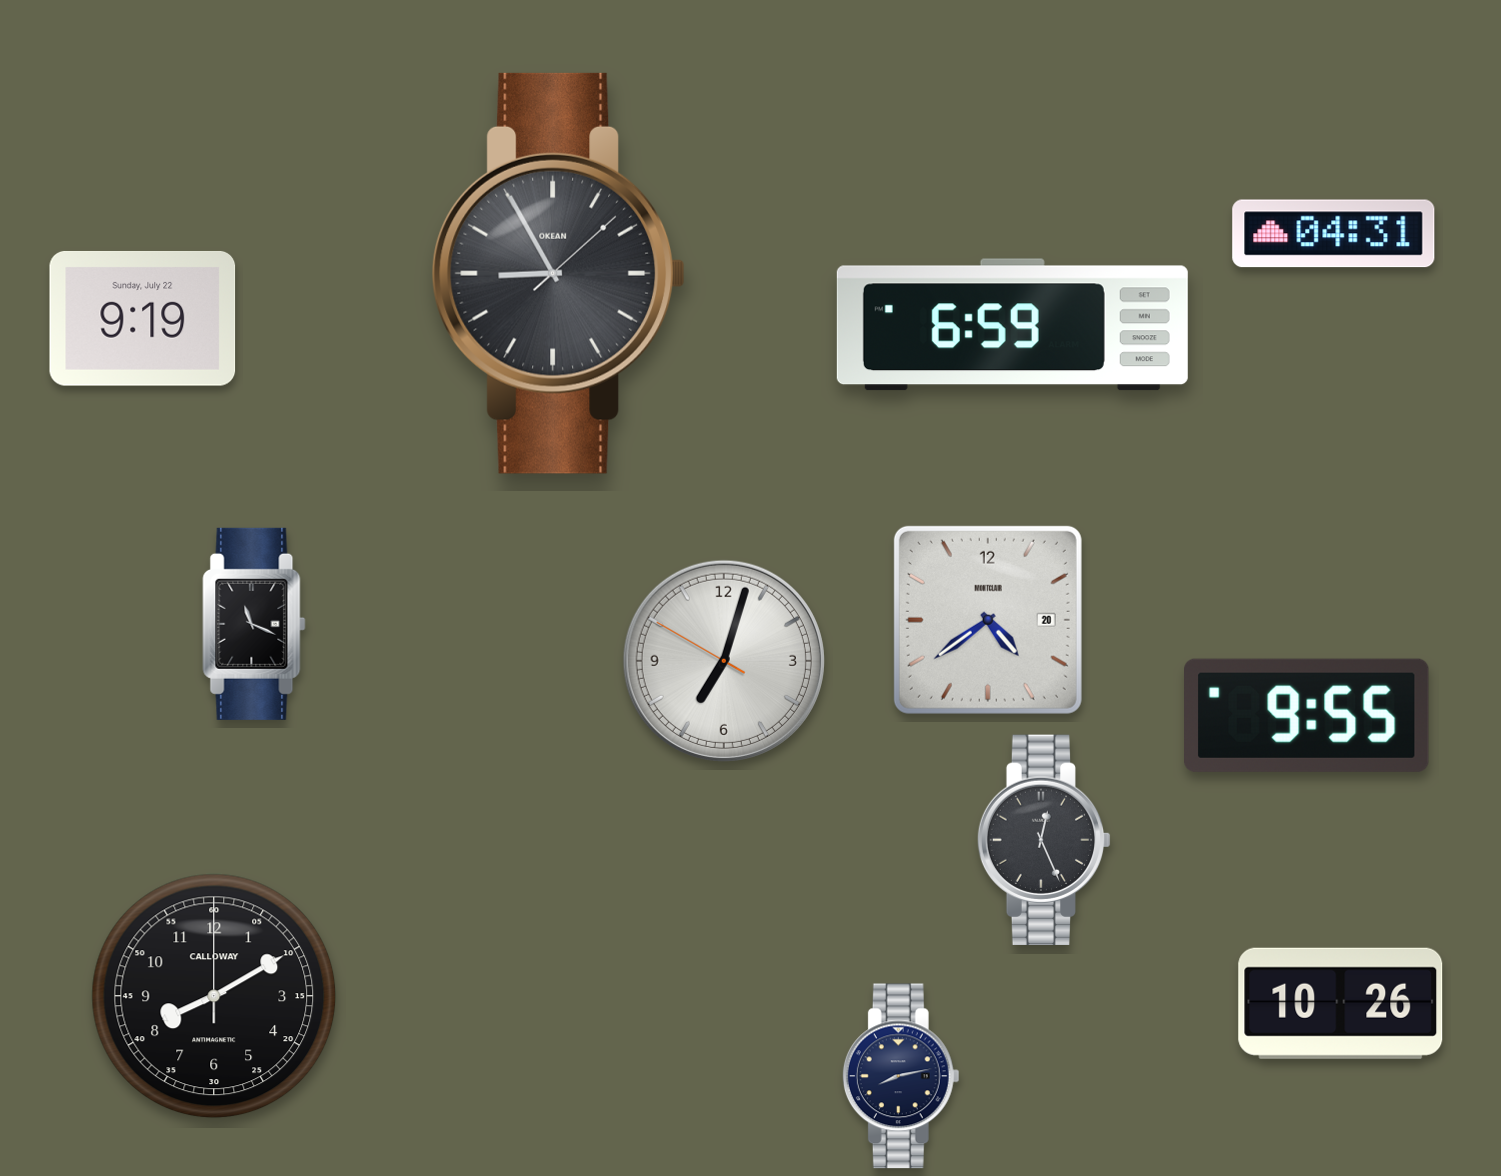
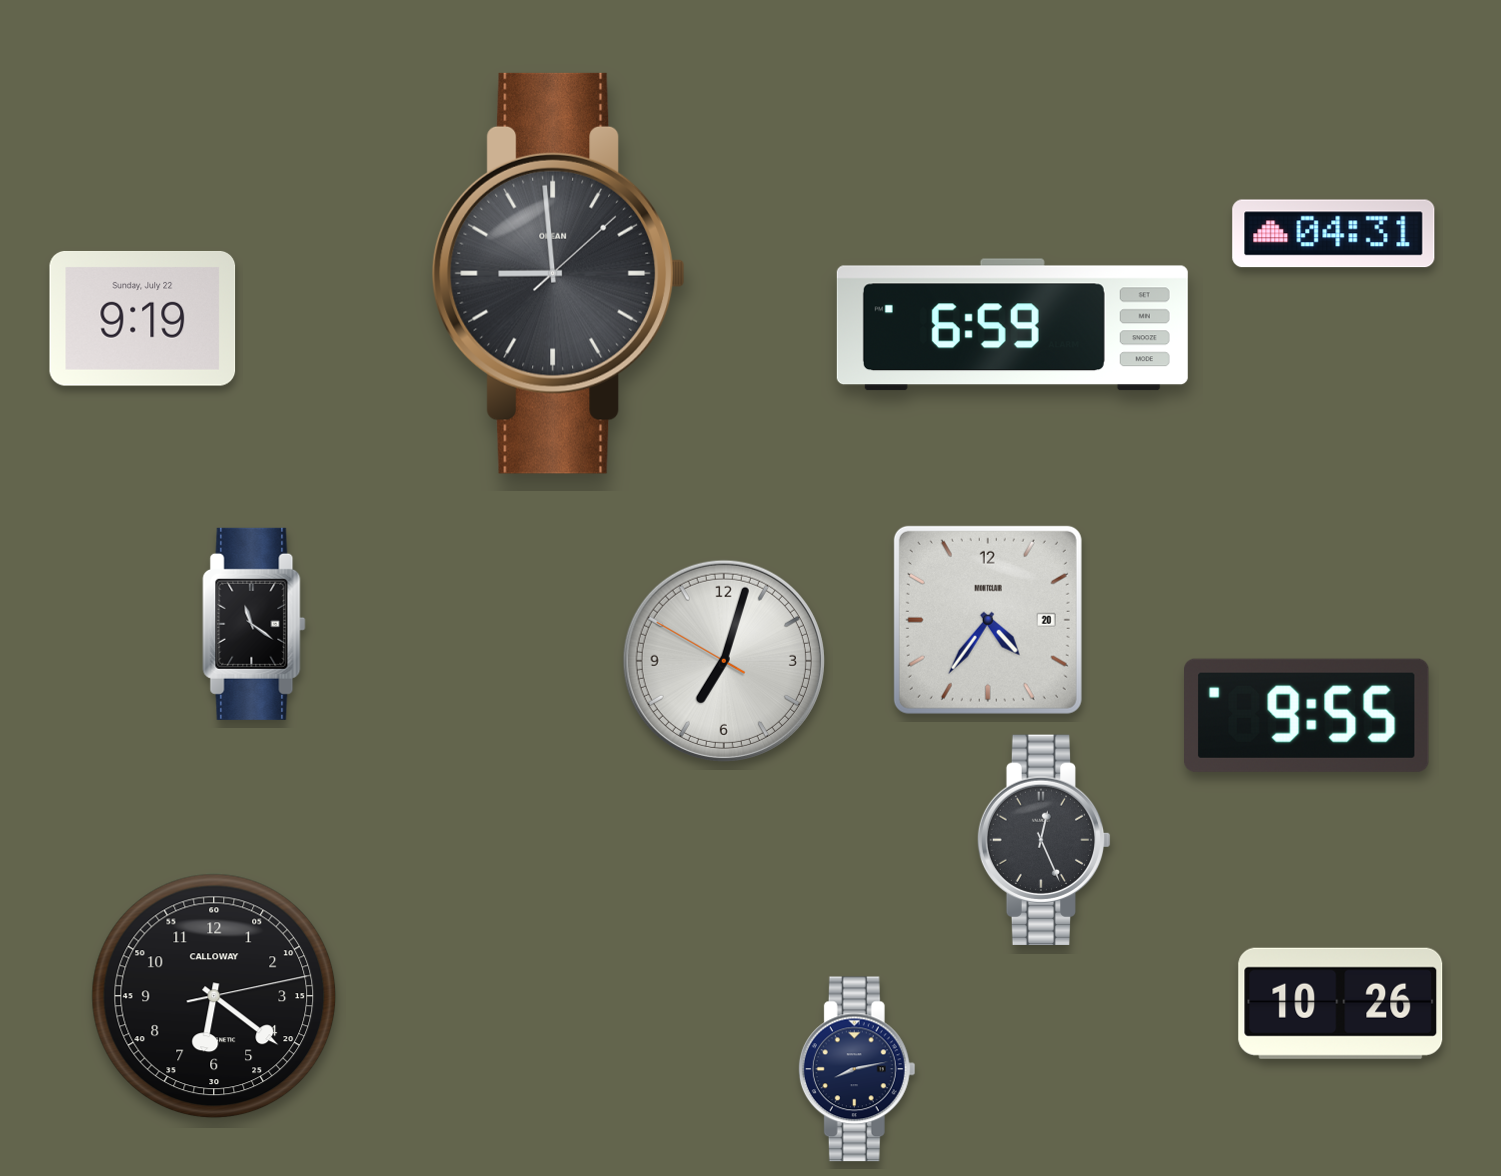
clock at (558, 273): 8:55 -> 8:59
clock at (988, 620): 4:39 -> 4:36
clock at (254, 624): 11:19 -> 11:21
clock at (214, 996): 8:10 -> 6:21
clock at (901, 1076) position: (901, 1076) -> (857, 1069)
